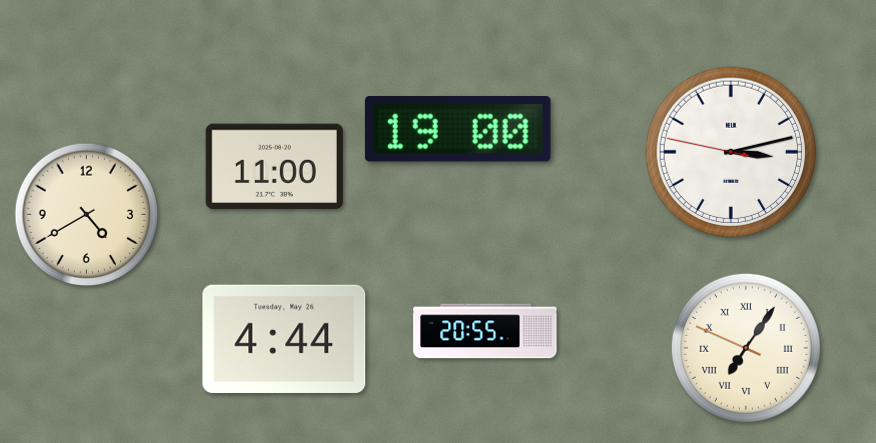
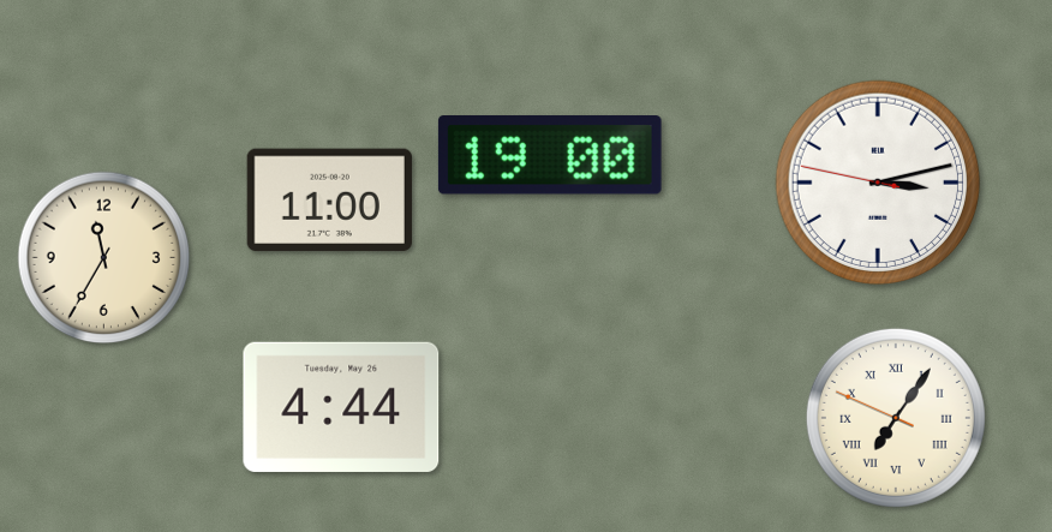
clock at (87, 215): 4:40 -> 11:35
clock at (485, 331): 20:55 -> none
